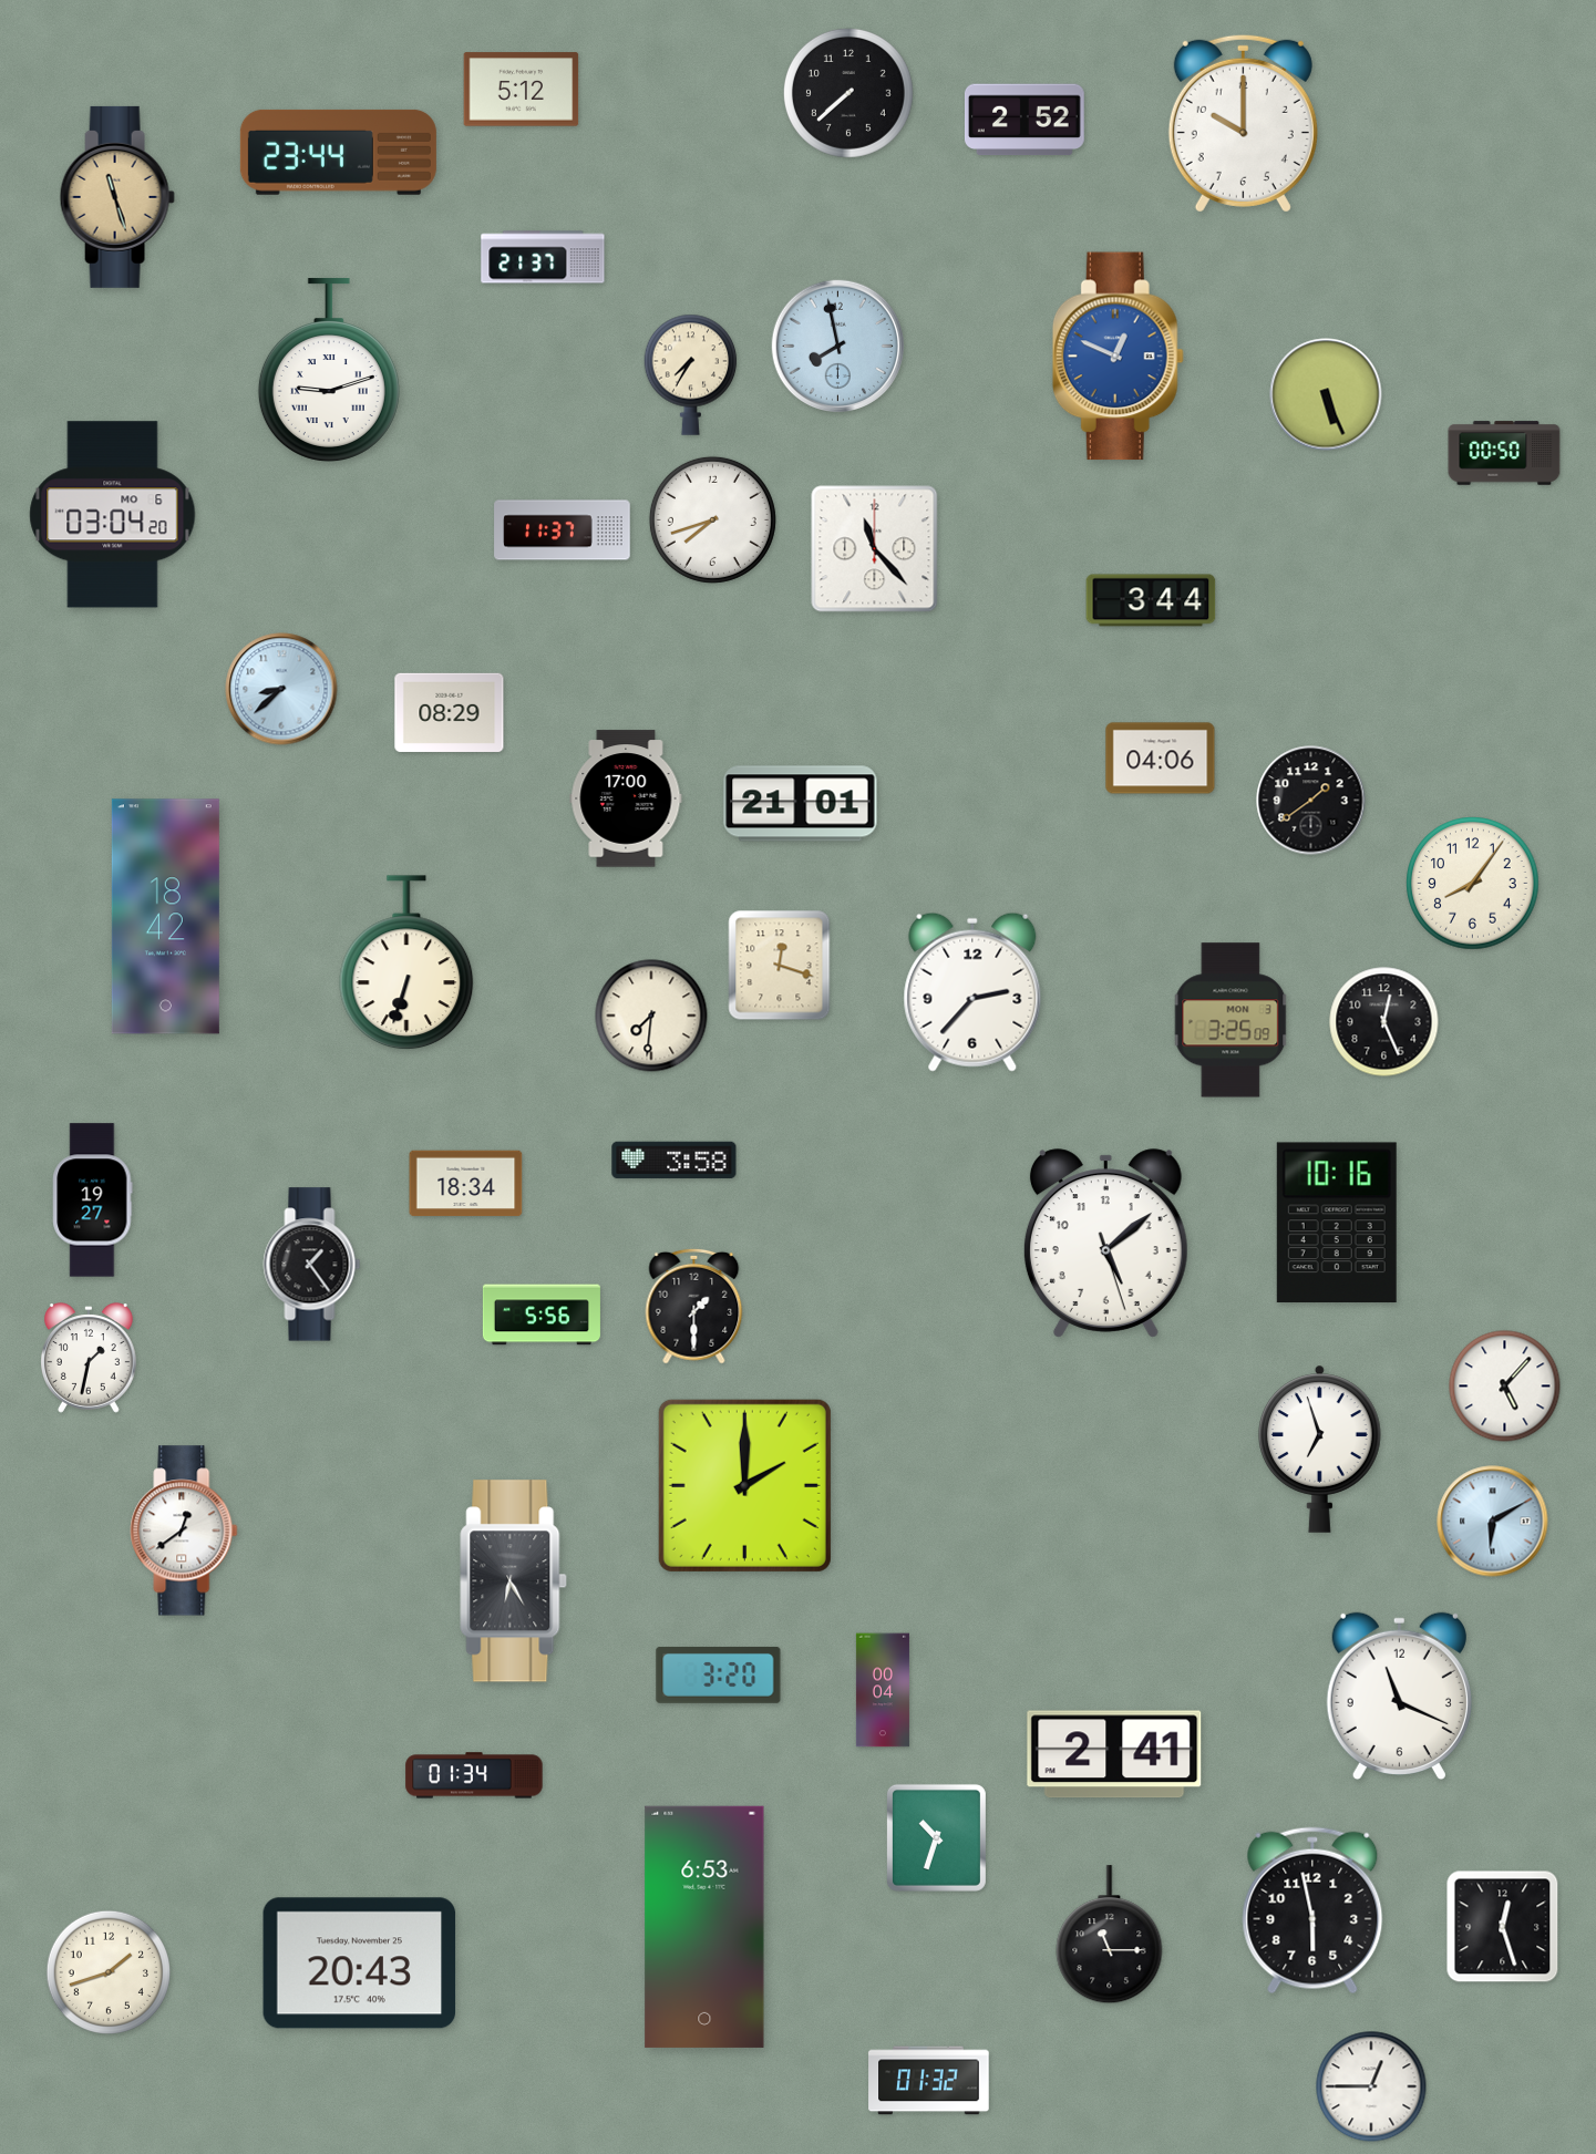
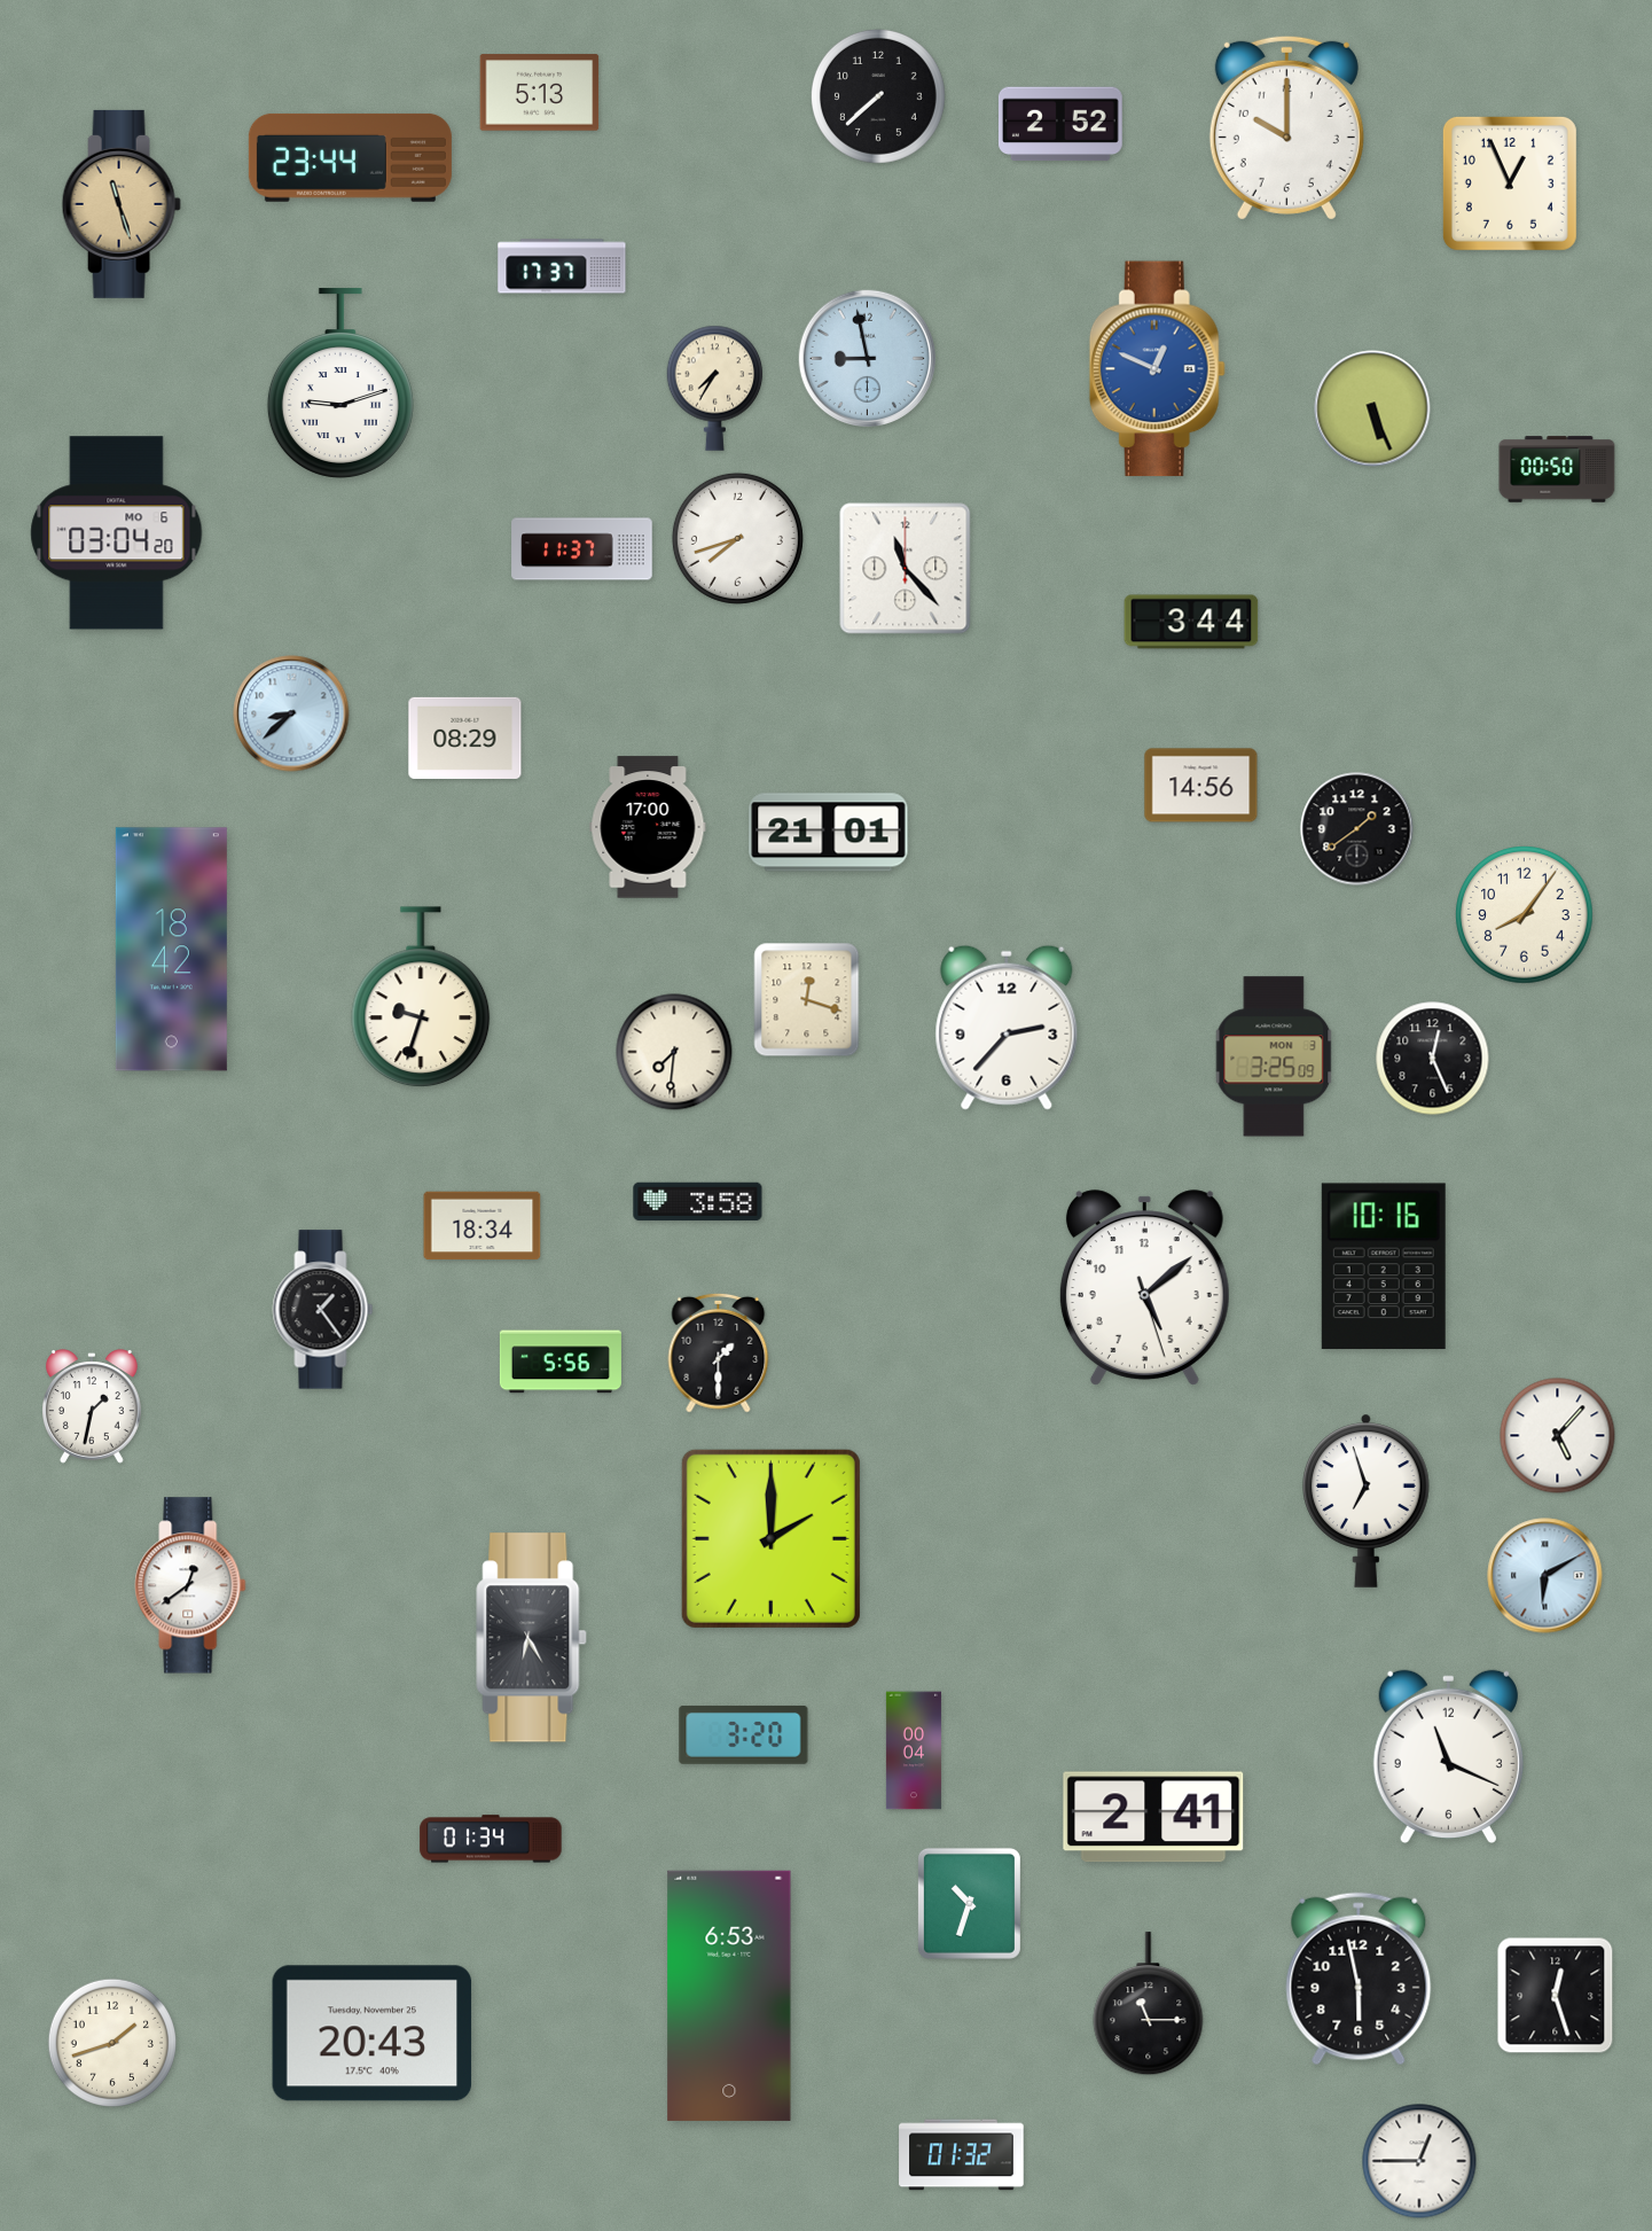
clock at (522, 90): 5:12 -> 5:13
clock at (1510, 184): none -> 12:56
clock at (543, 257): 21:37 -> 17:37
clock at (837, 346): 7:58 -> 8:58
clock at (1161, 759): 04:06 -> 14:56
clock at (406, 963): 6:33 -> 9:33
clock at (93, 1200): 19:27 -> none
